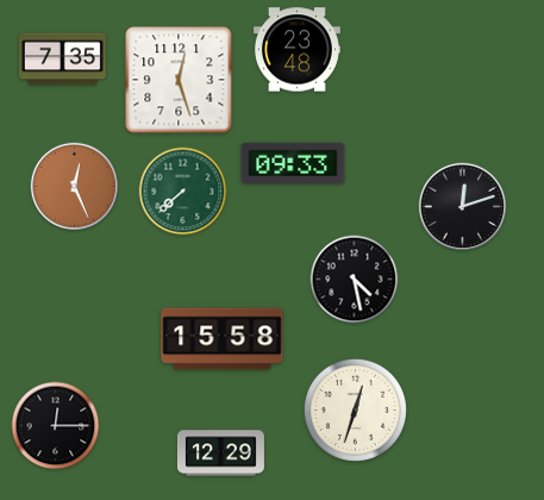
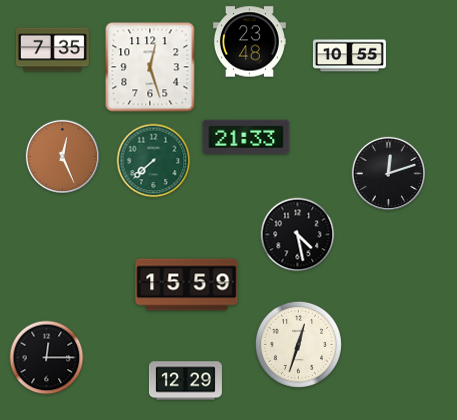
clock at (349, 56): none -> 10:55
clock at (293, 162): 09:33 -> 21:33
clock at (223, 339): 15:58 -> 15:59
